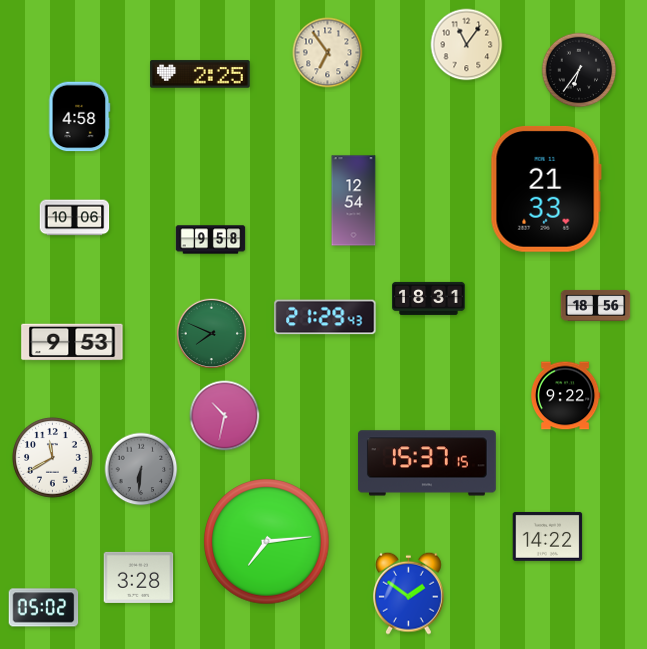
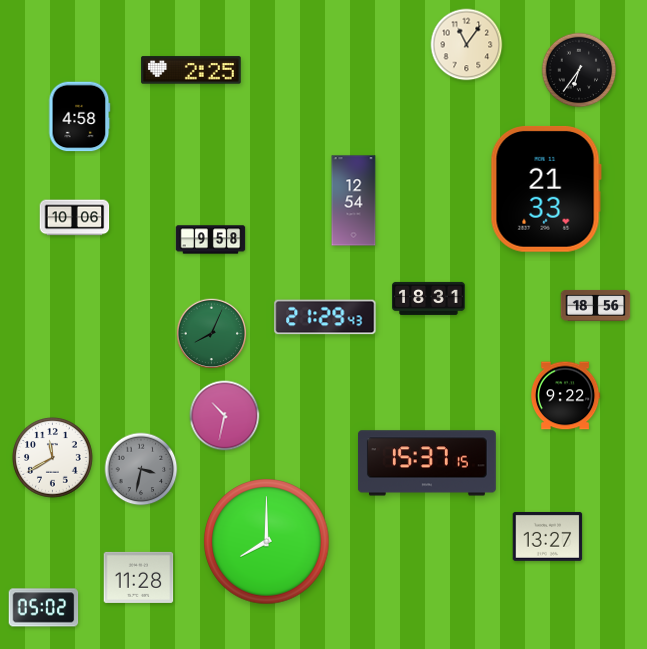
clock at (328, 53): 6:54 -> none
clock at (200, 74) position: (200, 74) -> (191, 70)
clock at (212, 334): 7:49 -> 8:04
clock at (72, 342): 9:53 -> none
clock at (141, 469): 6:31 -> 3:32
clock at (548, 536): 14:22 -> 13:27
clock at (267, 542): 7:14 -> 8:00
clock at (139, 577): 3:28 -> 11:28
clock at (409, 593): 1:51 -> none
